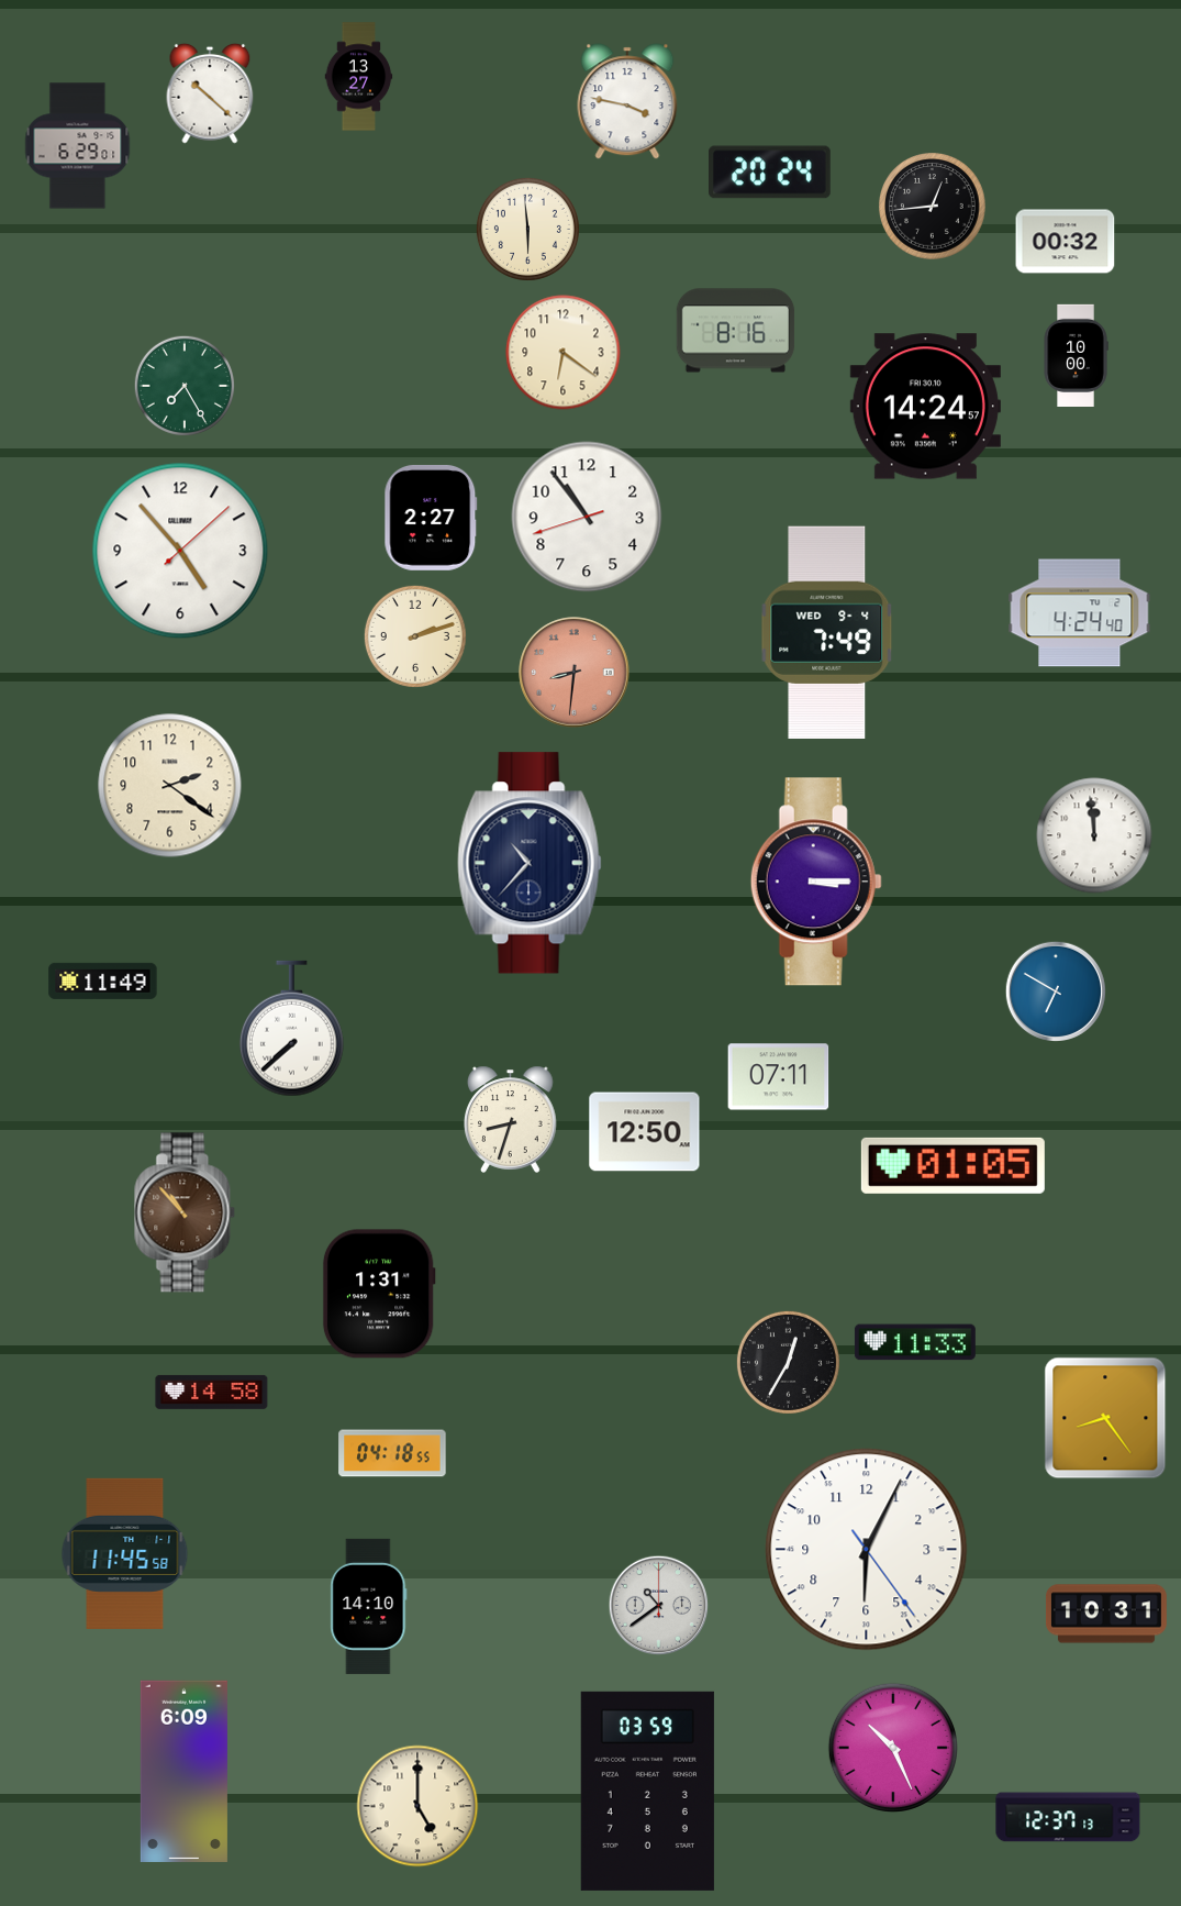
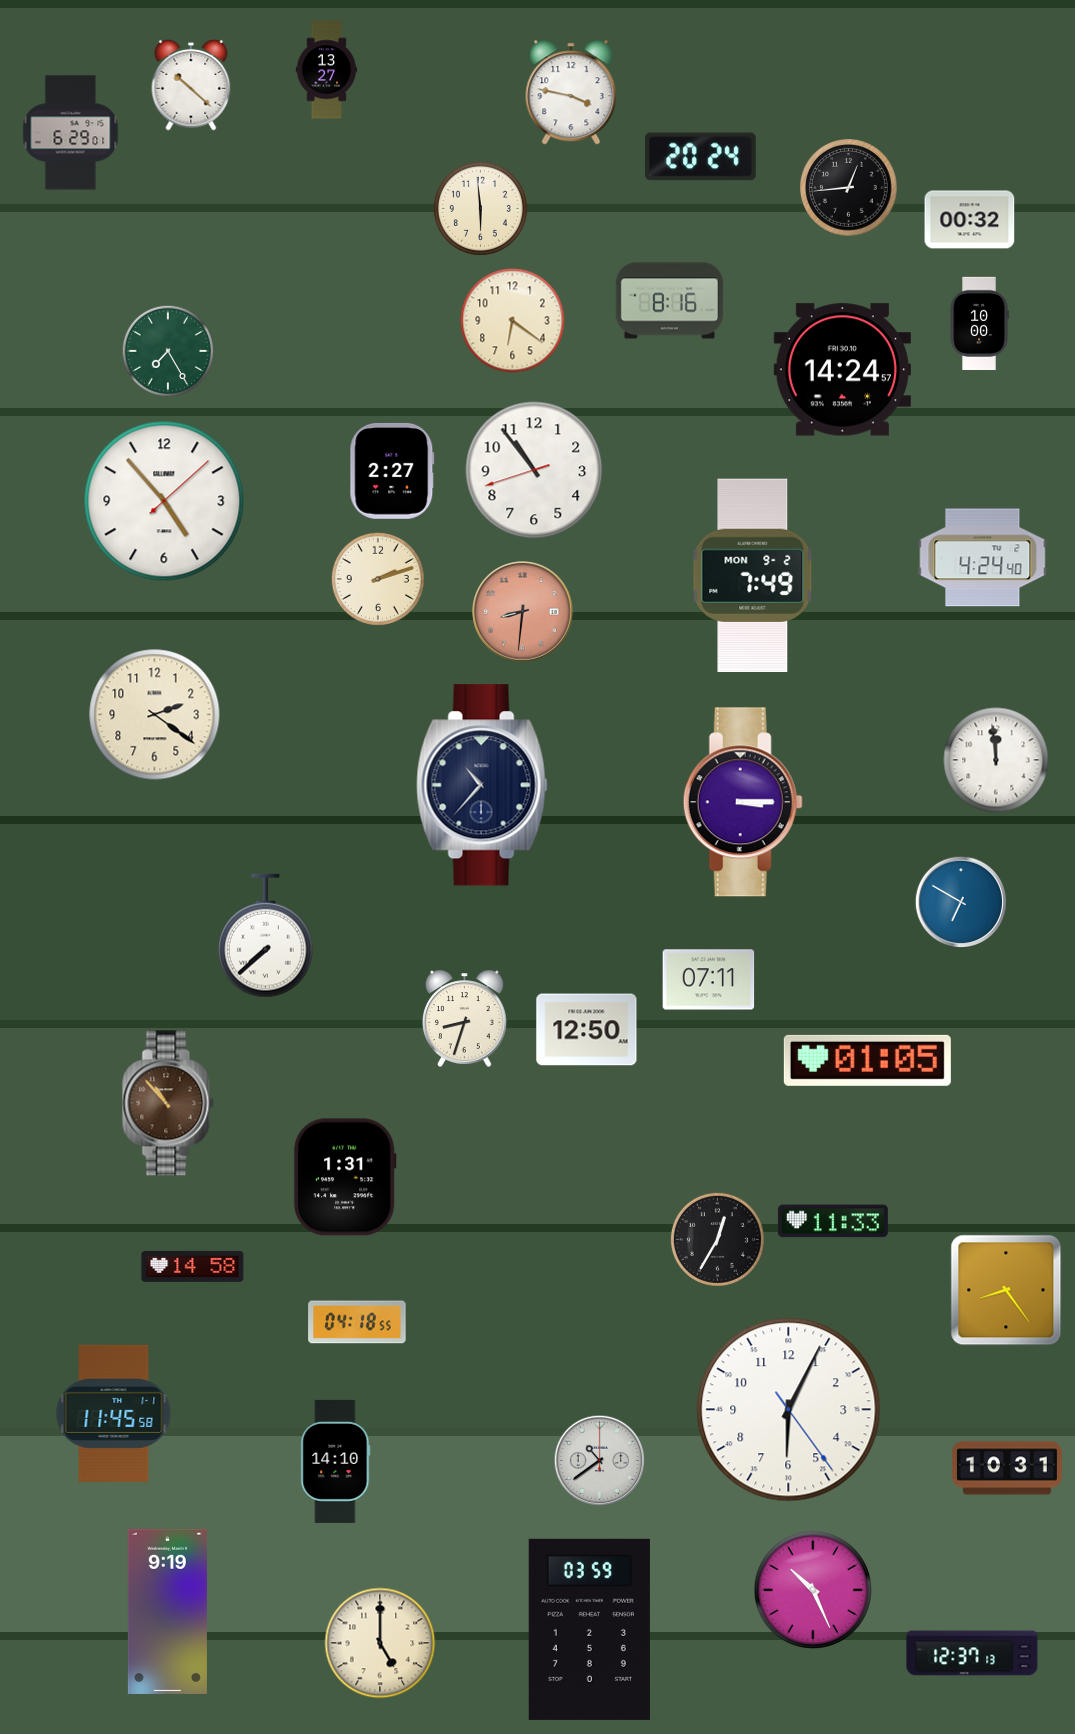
clock at (827, 632) date: WED 9-4 -> MON 9-2
clock at (103, 980): 11:49 -> none
clock at (183, 1771): 6:09 -> 9:19
